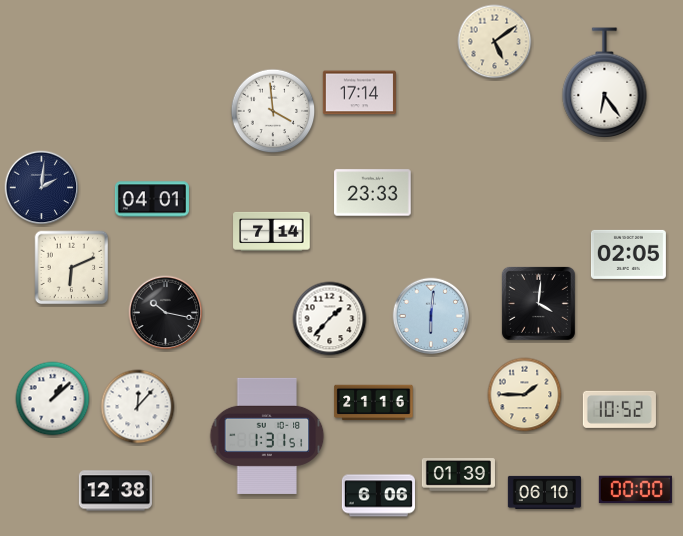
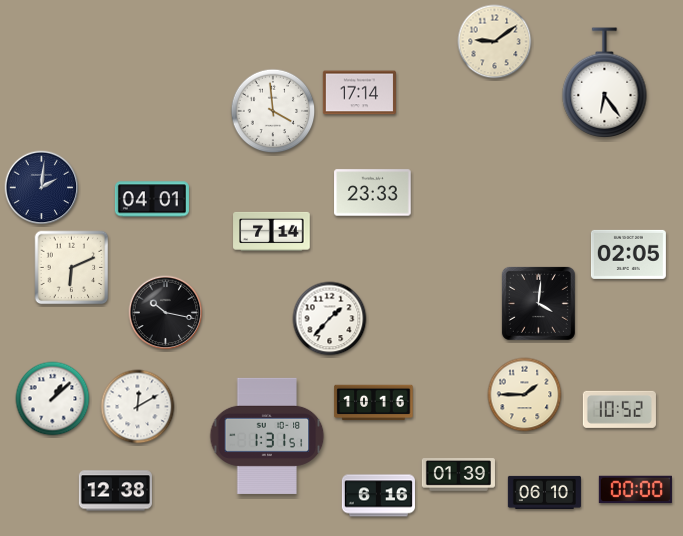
clock at (495, 42): 5:09 -> 9:09
clock at (431, 316): 6:01 -> none
clock at (374, 403): 21:16 -> 10:16
clock at (138, 407): 12:07 -> 12:10
clock at (378, 496): 6:06 -> 6:16
